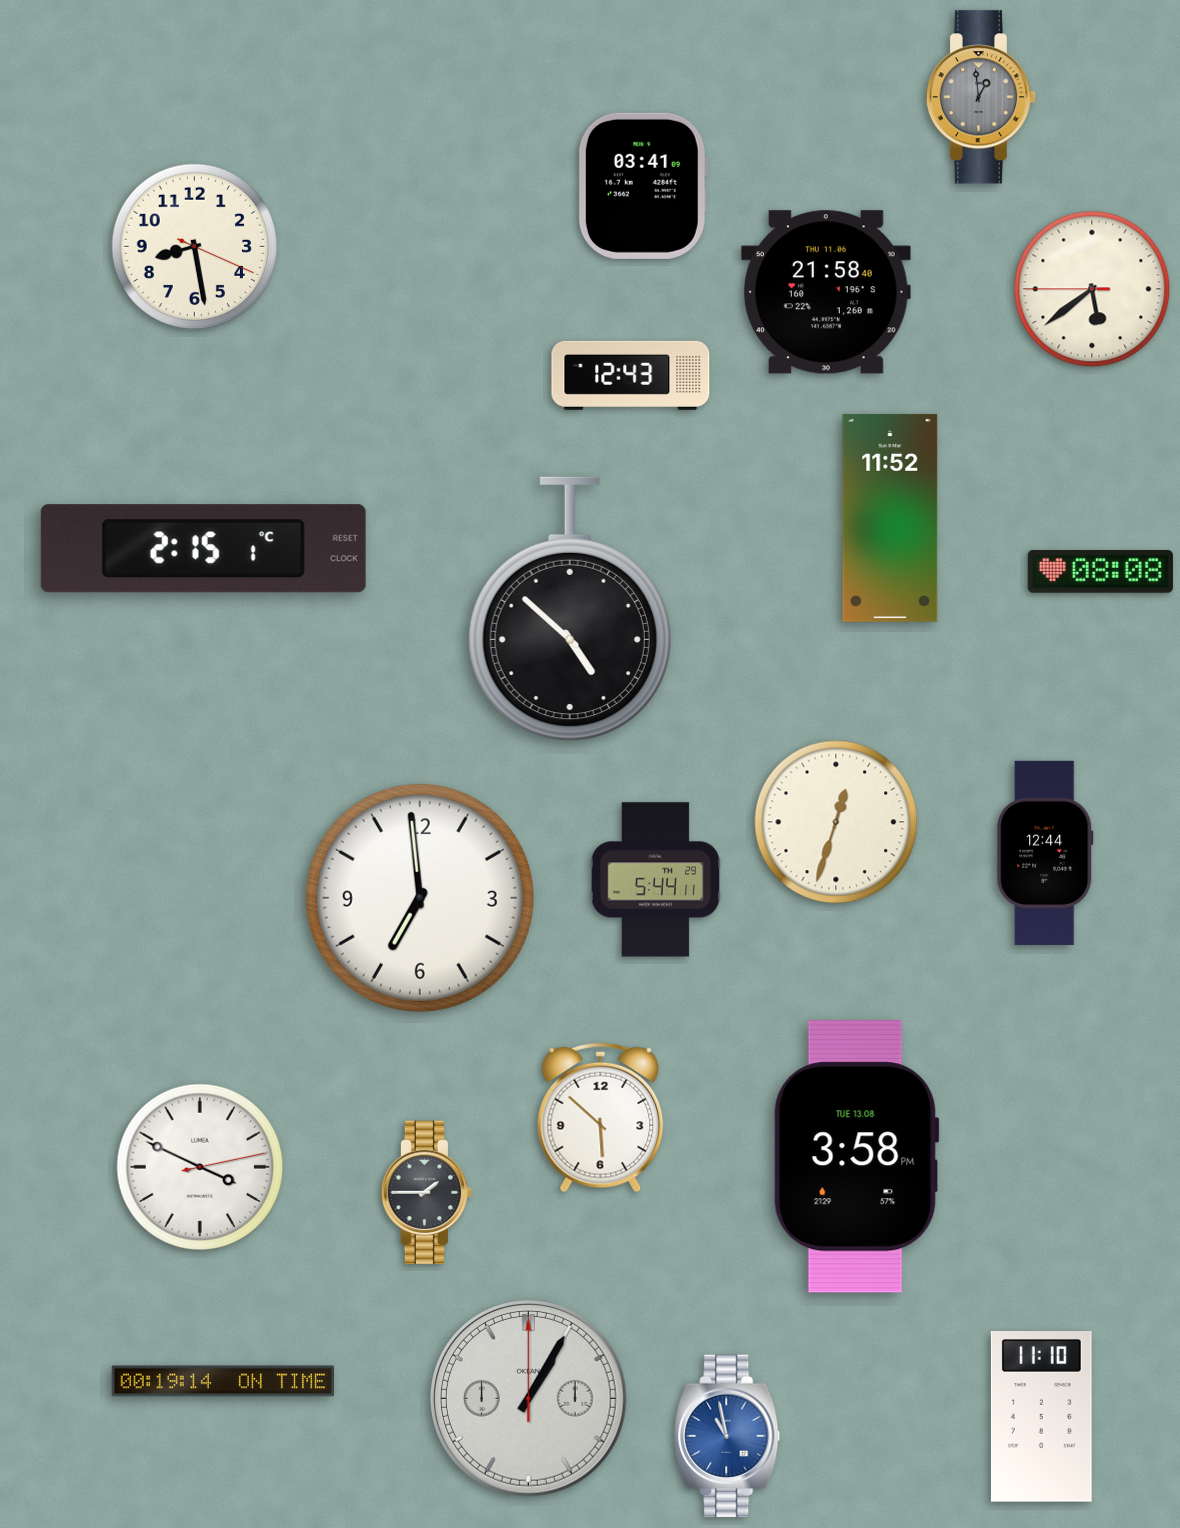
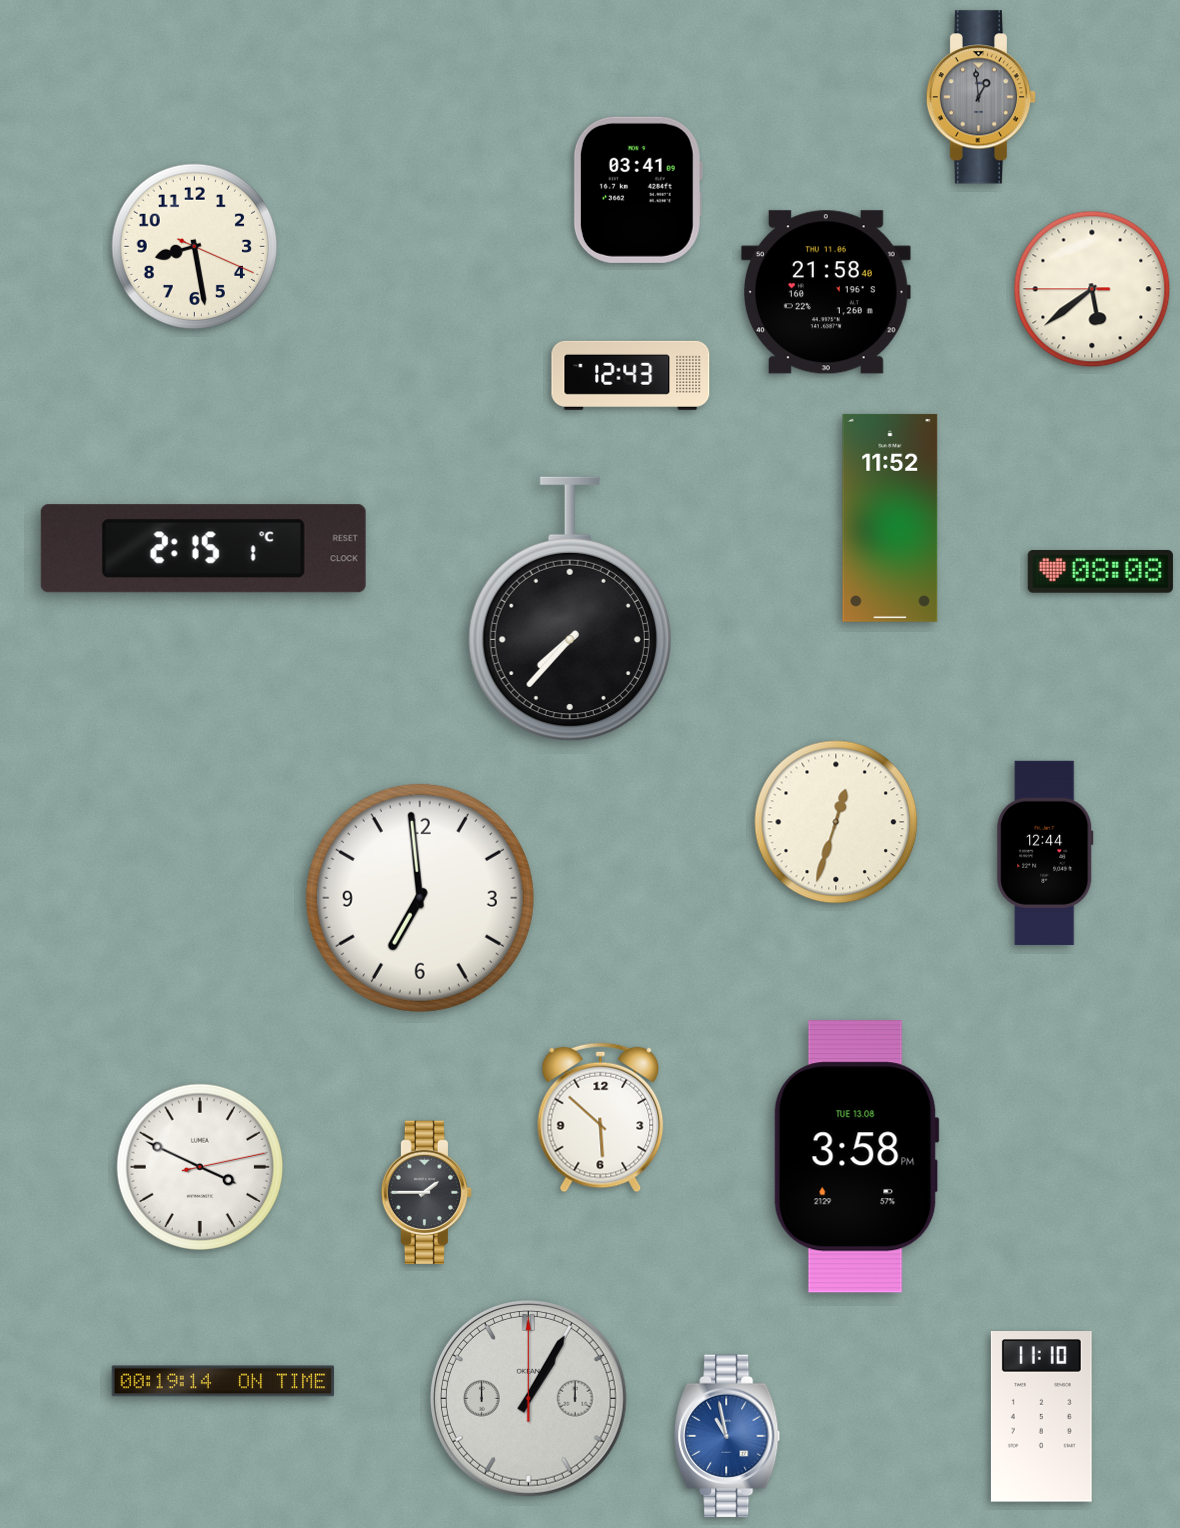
clock at (643, 186) position: (643, 186) -> (638, 190)
clock at (570, 609): 4:52 -> 7:37
clock at (656, 880): 5:44 -> none
